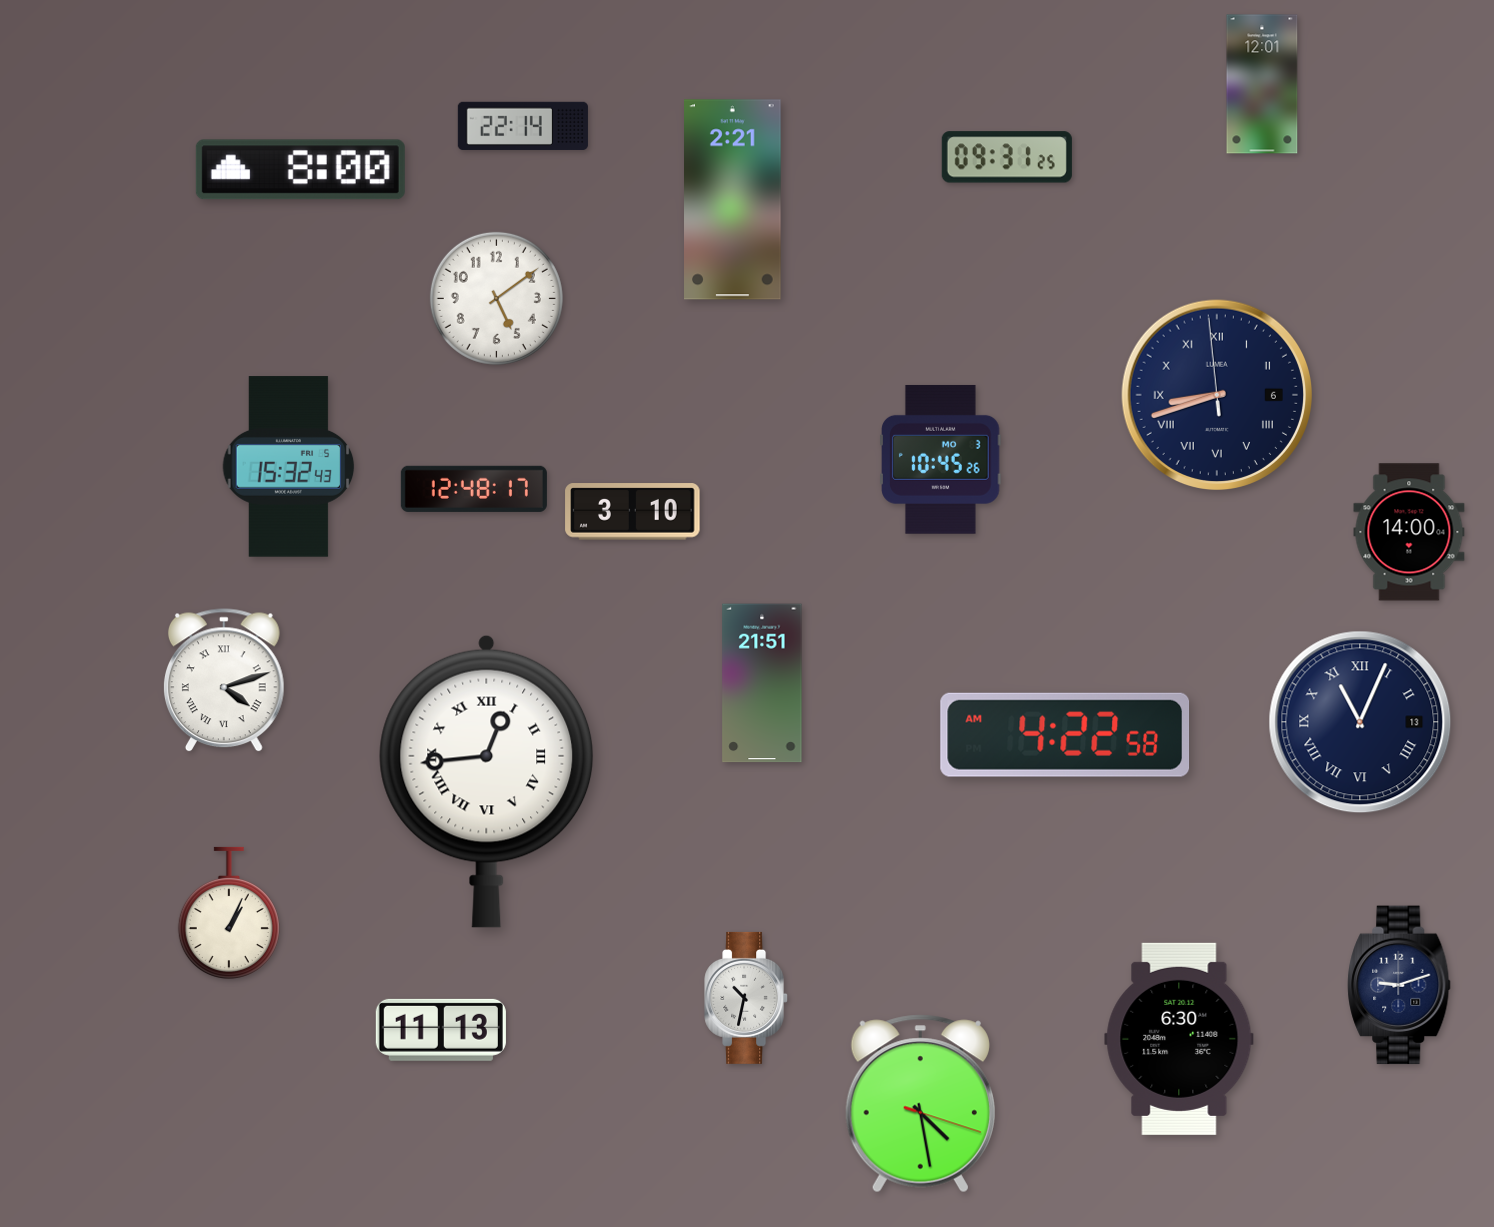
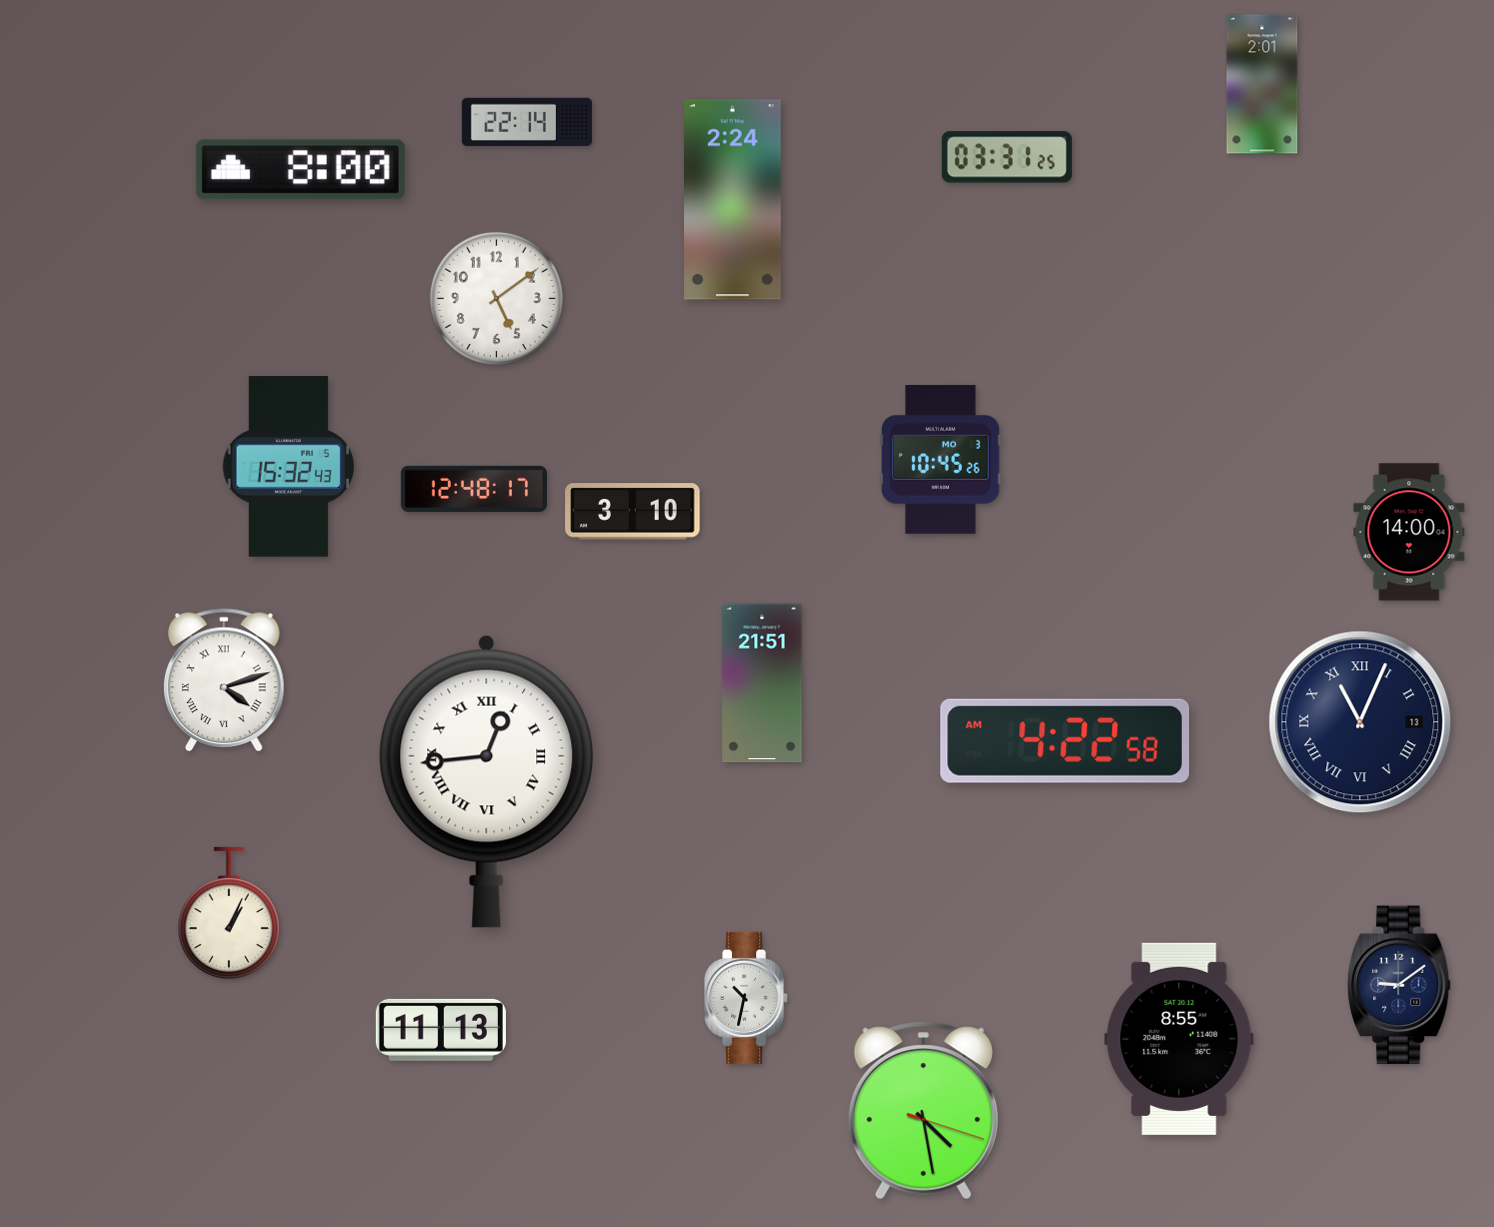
clock at (1262, 84): 12:01 -> 2:01
clock at (523, 125) position: (523, 125) -> (527, 121)
clock at (1007, 157): 09:31 -> 03:31
clock at (733, 200): 2:21 -> 2:24
clock at (1216, 394): 8:41 -> none
clock at (1065, 735) position: (1065, 735) -> (1065, 741)
clock at (1399, 985): 9:12 -> 9:09
clock at (1179, 1039): 6:30 -> 8:55
clock at (920, 1104) position: (920, 1104) -> (923, 1111)
